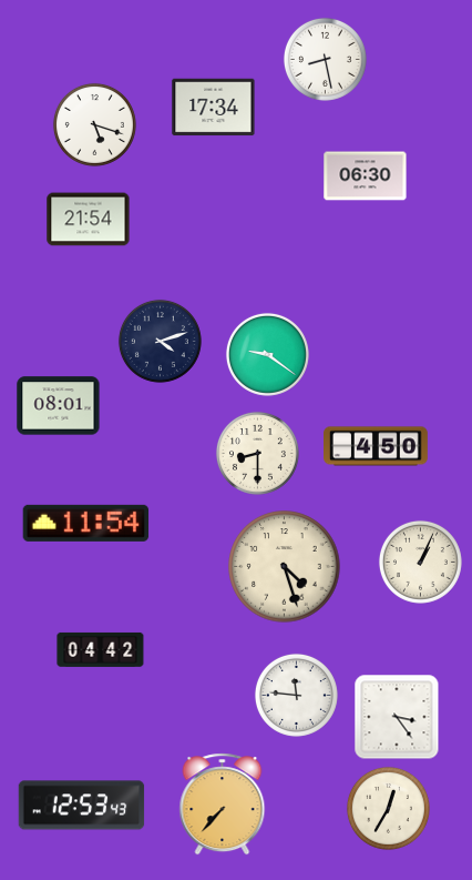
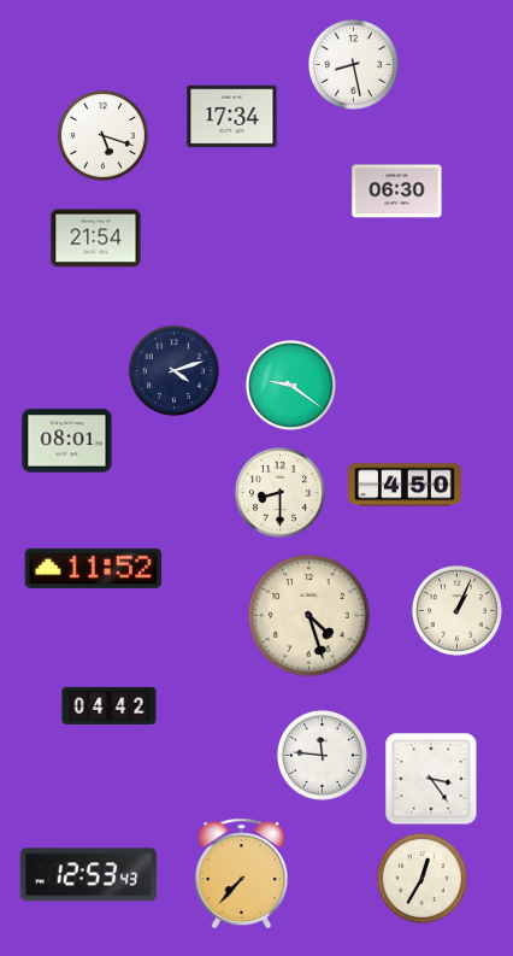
clock at (59, 406) position: (59, 406) -> (67, 441)
clock at (377, 446) position: (377, 446) -> (406, 485)
clock at (86, 523): 11:54 -> 11:52
